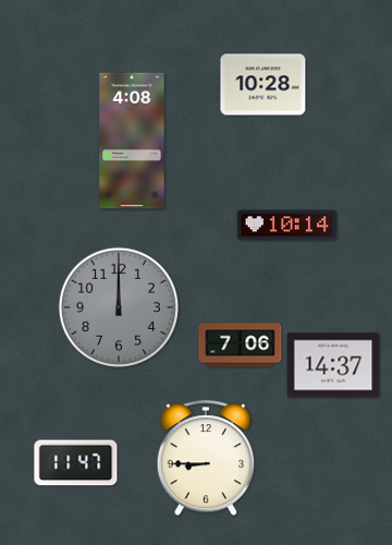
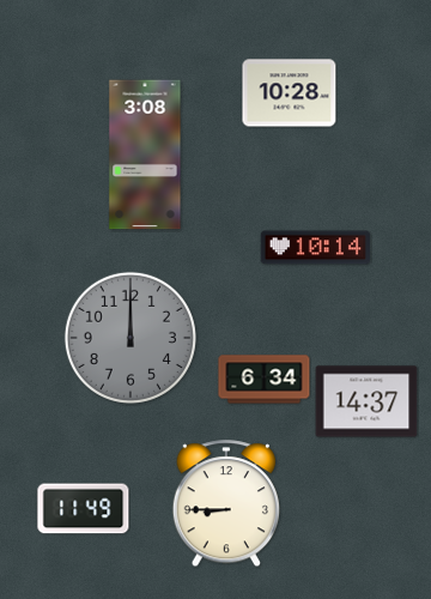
clock at (132, 141): 4:08 -> 3:08
clock at (241, 346): 7:06 -> 6:34
clock at (76, 463): 11:47 -> 11:49
